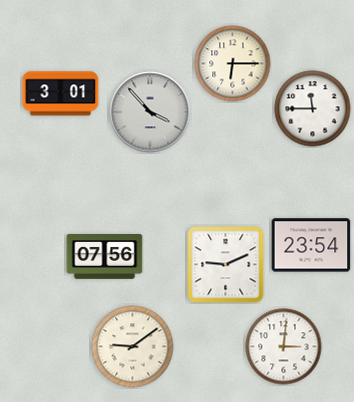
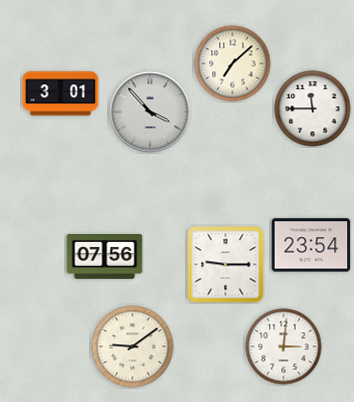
clock at (233, 64): 6:15 -> 7:08
clock at (226, 265): 9:11 -> 9:15
